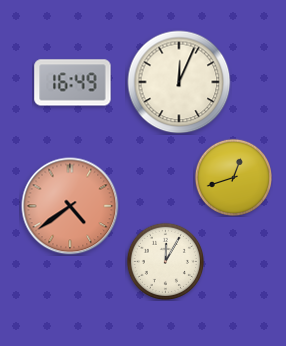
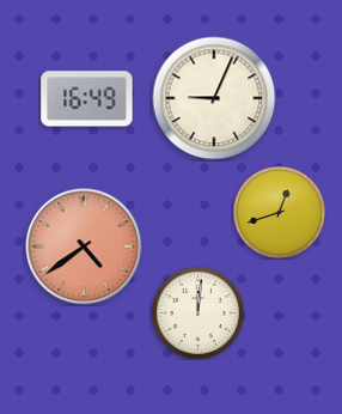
clock at (179, 82): 12:04 -> 9:04
clock at (165, 261): 12:05 -> 12:01
